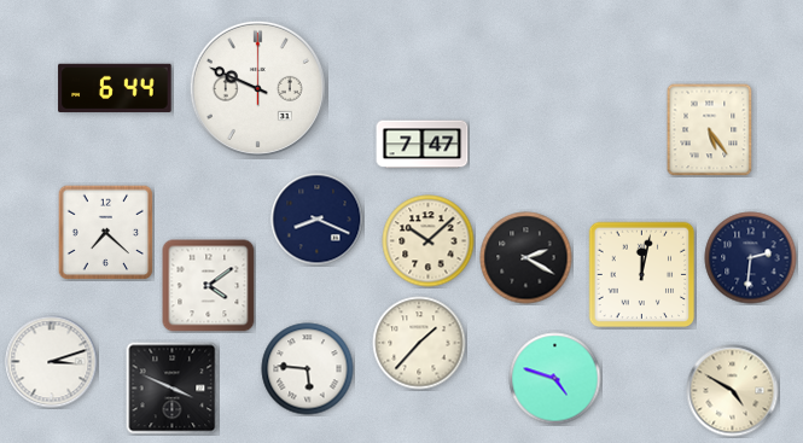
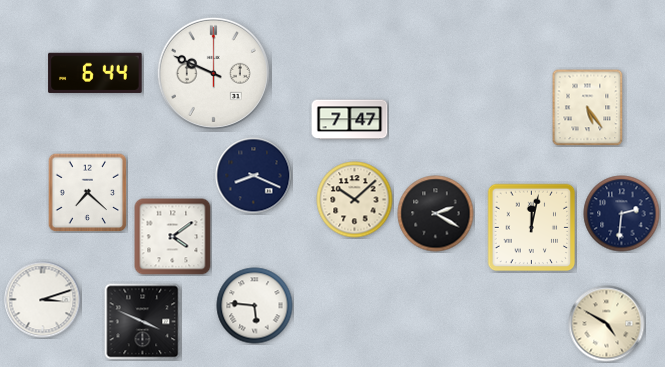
clock at (318, 220) position: (318, 220) -> (254, 176)
clock at (419, 343): 1:37 -> none
clock at (555, 379): 4:48 -> none
